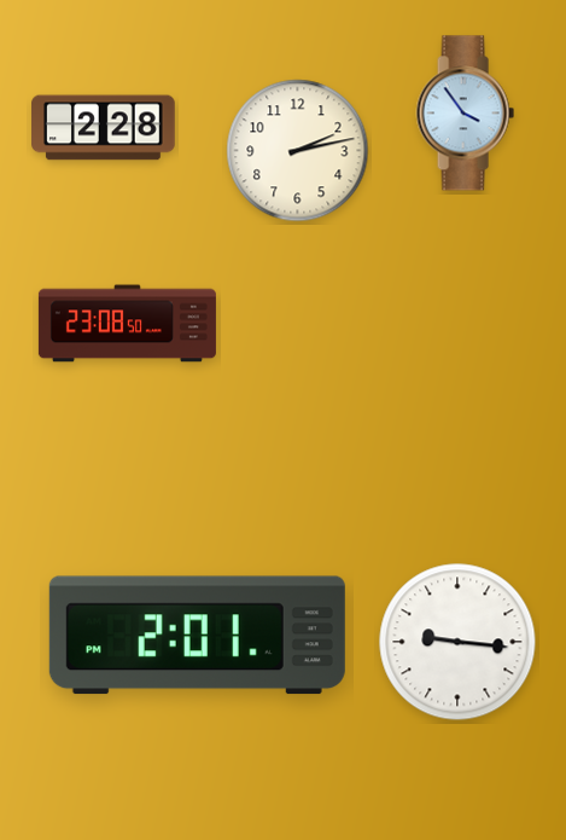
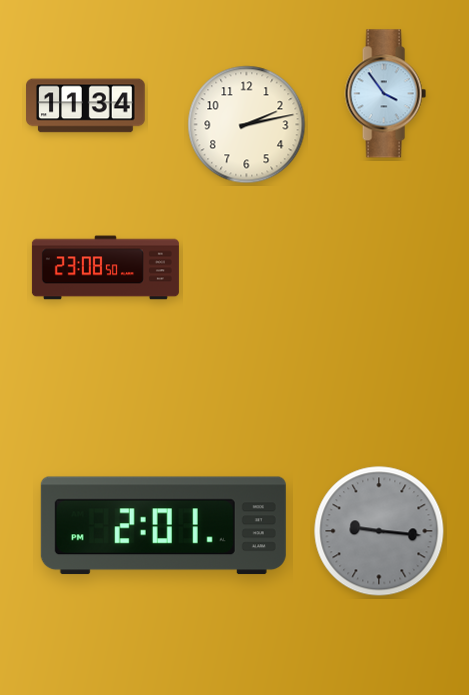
clock at (104, 128): 2:28 -> 11:34
clock at (457, 642) dial: white -> grey
